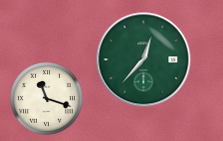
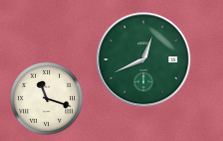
clock at (144, 60): 12:37 -> 12:41
